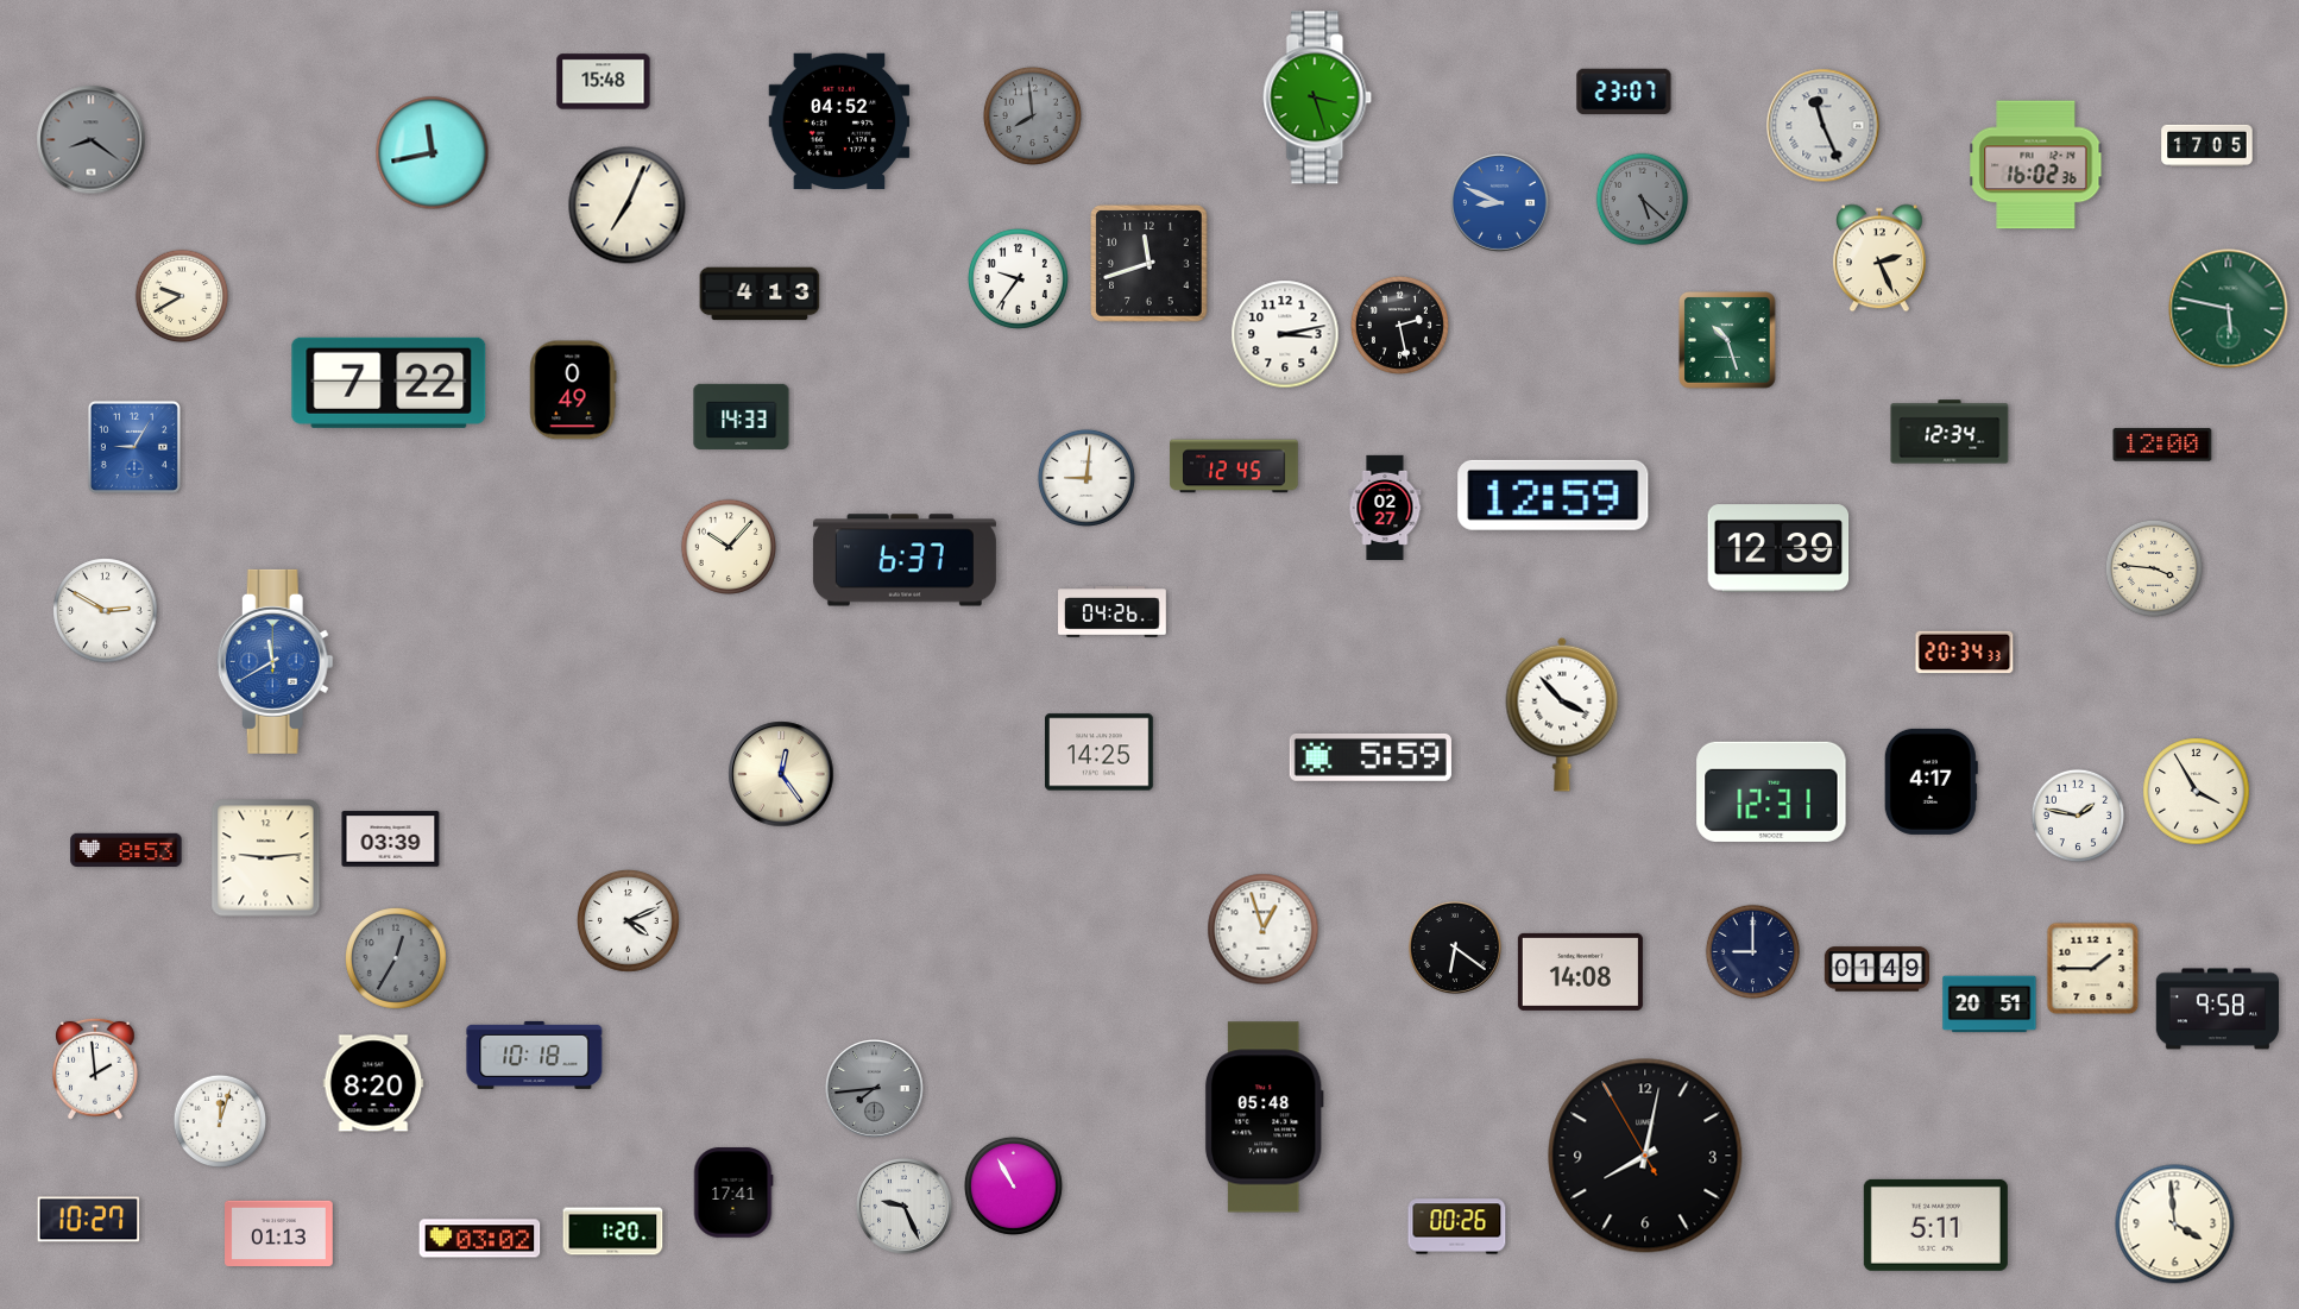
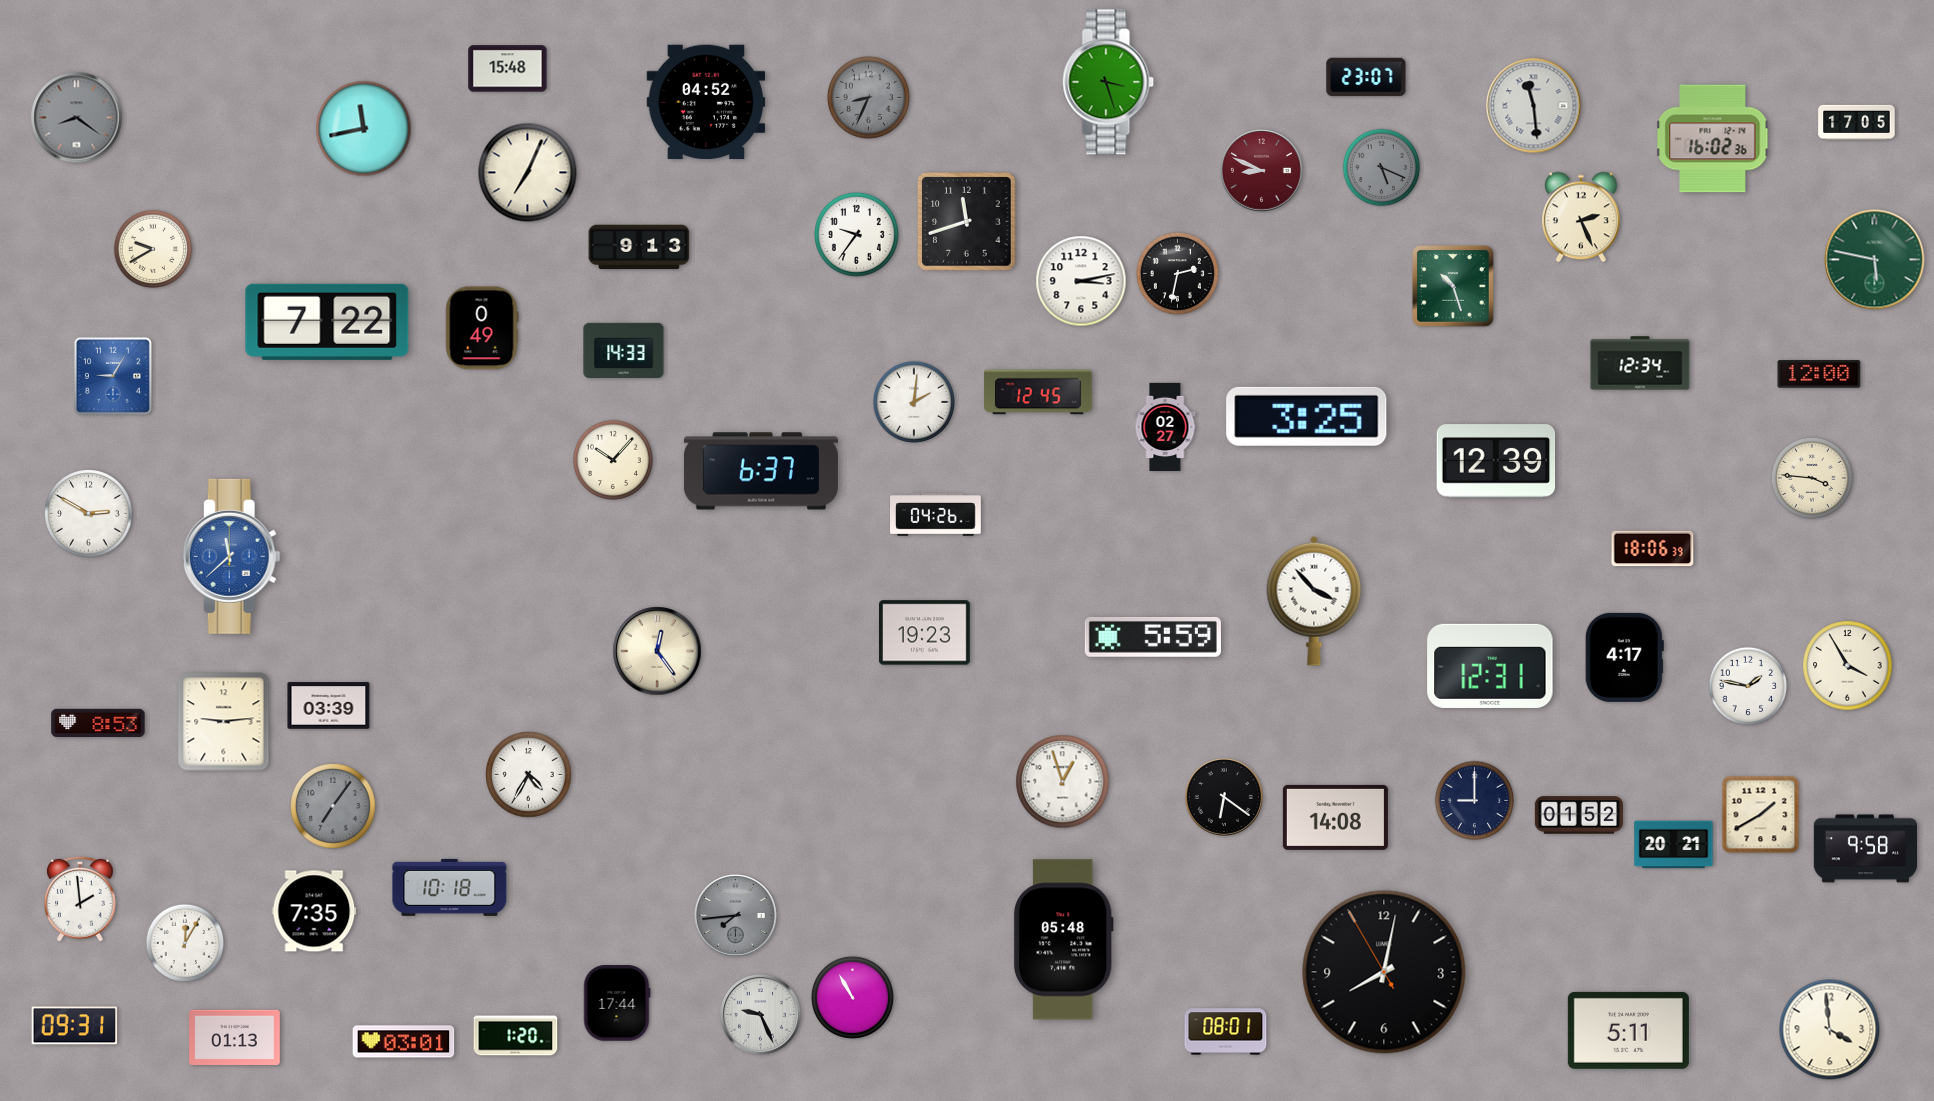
clock at (1032, 115): 7:59 -> 8:34
clock at (1824, 126): 11:26 -> 11:29
clock at (1643, 200): 5:22 -> 5:19
clock at (1500, 203) dial: blue -> burgundy
clock at (760, 294): 4:13 -> 9:13
clock at (1399, 325): 2:28 -> 2:32
clock at (1086, 478): 9:01 -> 2:01
clock at (1554, 495): 12:59 -> 3:25
clock at (1965, 653): 20:34 -> 18:06
clock at (275, 661): 11:40 -> 11:38
clock at (1100, 753): 14:25 -> 19:23
clock at (126, 849) position: (126, 849) -> (98, 722)
clock at (629, 921): 4:11 -> 4:35
clock at (397, 959): 12:35 -> 7:06
clock at (1877, 969): 01:49 -> 01:52
clock at (2093, 969): 1:45 -> 1:40
clock at (1580, 971) position: (1580, 971) -> (1335, 817)
clock at (1990, 1005): 20:51 -> 20:21
clock at (373, 1083): 8:20 -> 7:35
clock at (220, 1121): 12:03 -> 12:05
clock at (733, 1192): 17:41 -> 17:44
clock at (89, 1220): 10:27 -> 09:31
clock at (1457, 1227): 00:26 -> 08:01
clock at (480, 1239): 03:02 -> 03:01
